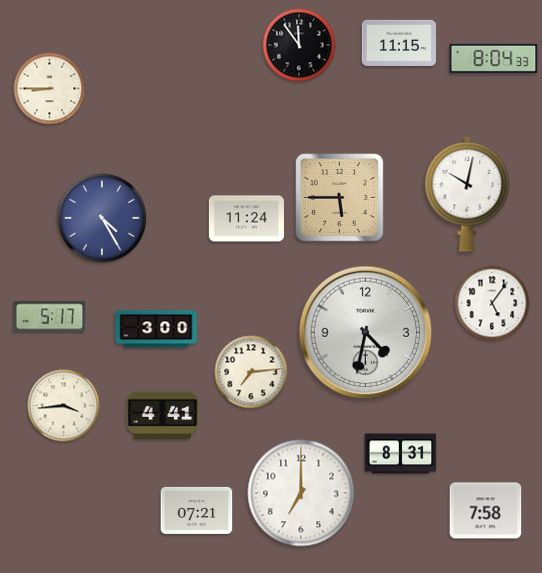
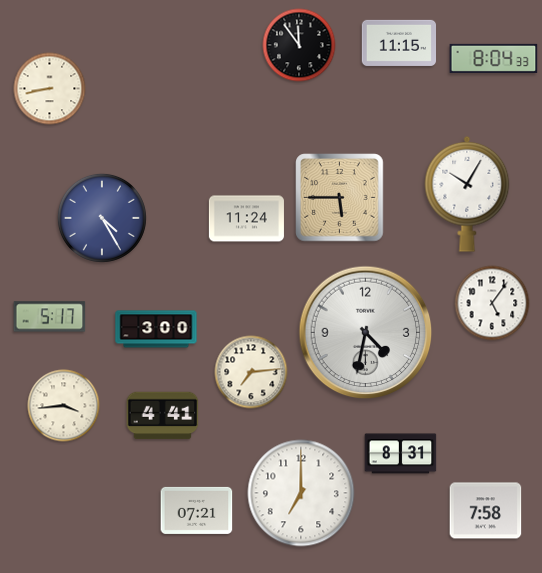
clock at (50, 89): 8:45 -> 8:43
clock at (467, 194): 10:02 -> 10:05
